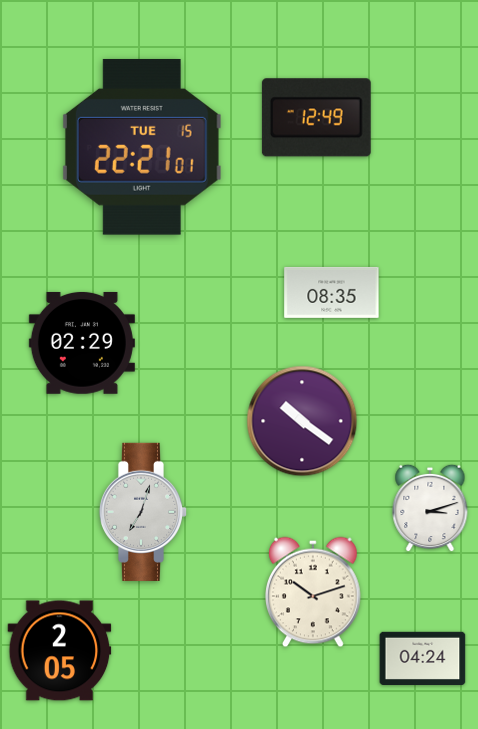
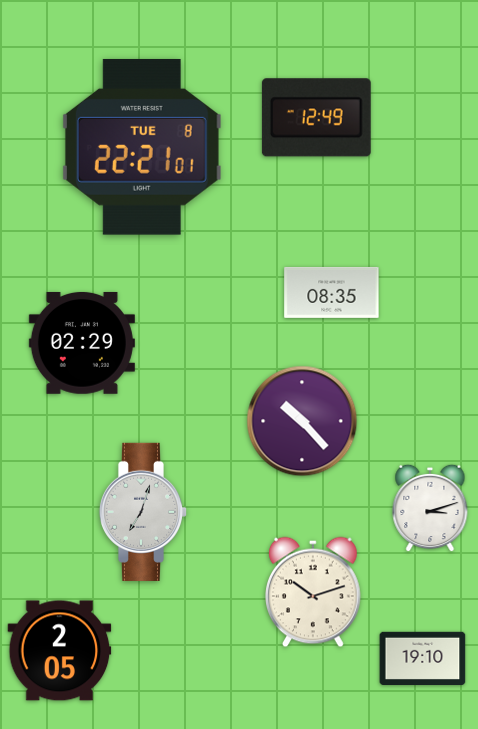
clock at (142, 147) date: TUE 15 -> TUE 8
clock at (302, 421): 10:21 -> 10:23
clock at (423, 658): 04:24 -> 19:10
